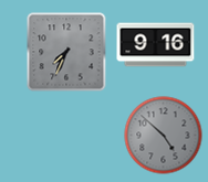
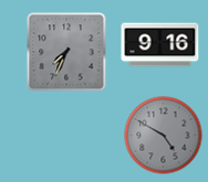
clock at (156, 45) position: (156, 45) -> (160, 45)
clock at (164, 136): 4:52 -> 4:50
